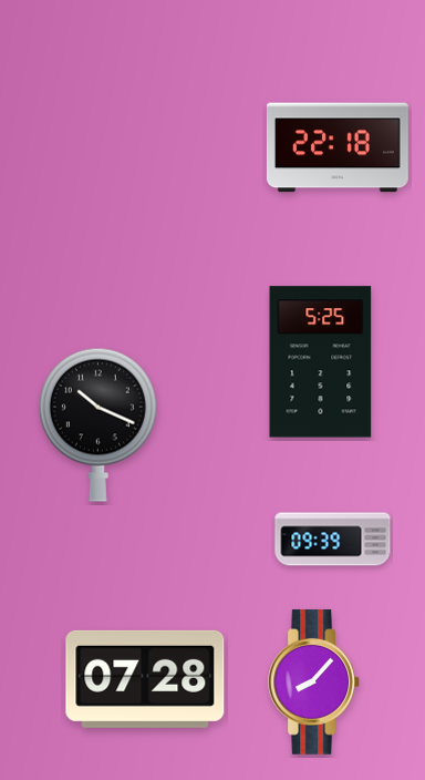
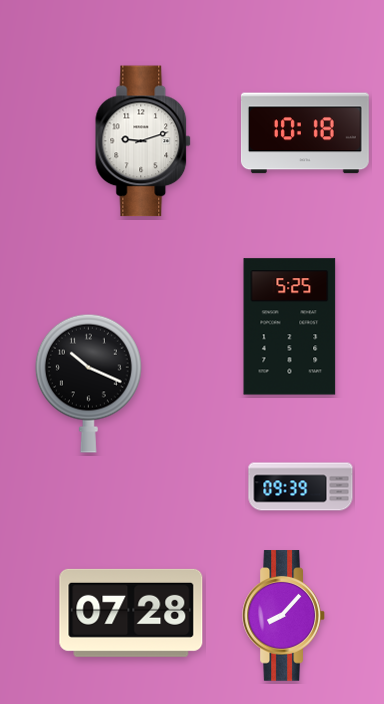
clock at (338, 147): 22:18 -> 10:18
clock at (144, 141): none -> 9:12
